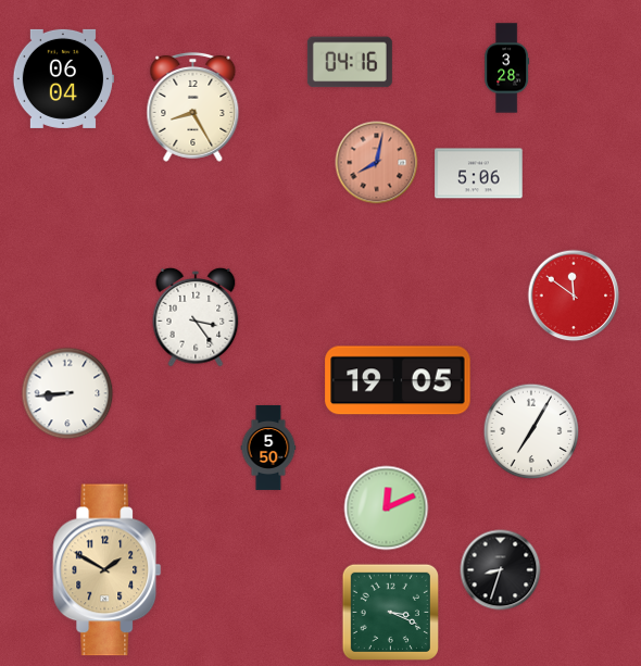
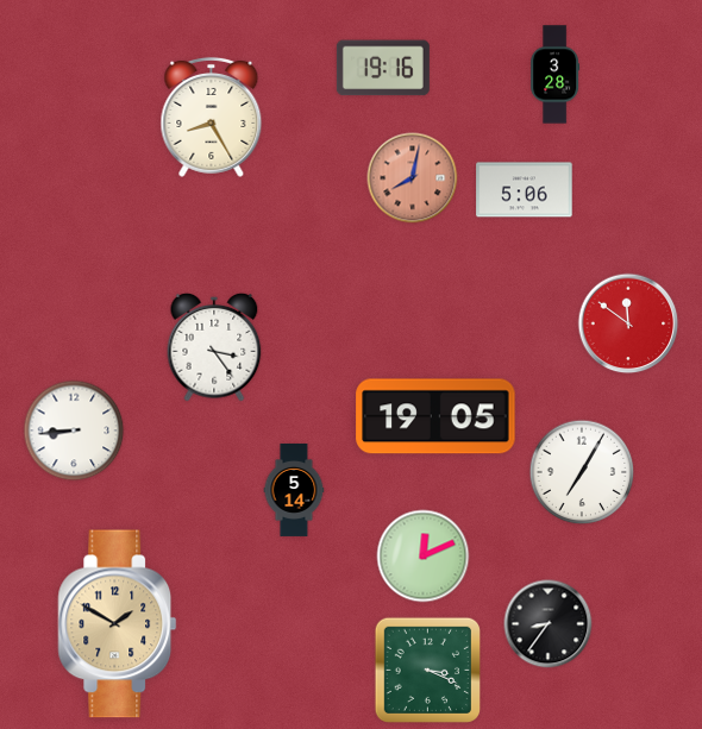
clock at (350, 62): 04:16 -> 19:16
clock at (62, 78): 06:04 -> none
clock at (268, 448): 5:50 -> 5:14
clock at (501, 570): 8:33 -> 8:36
